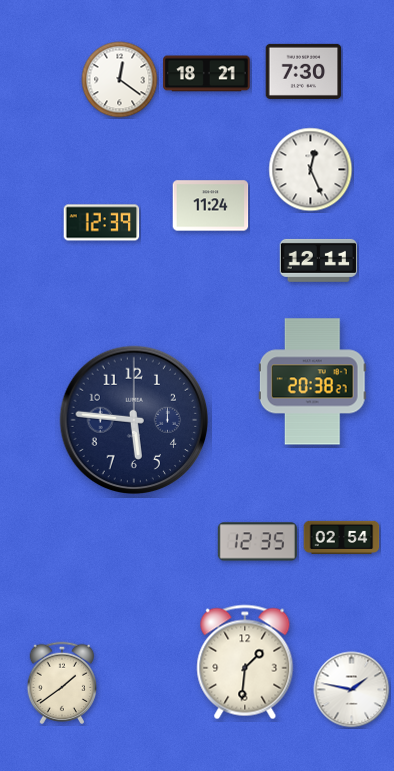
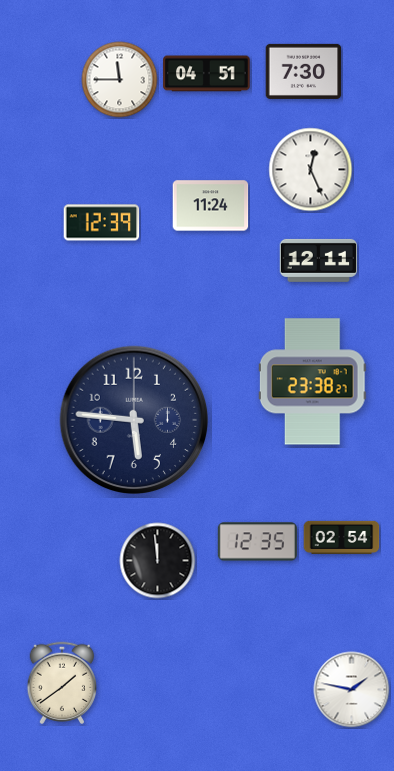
clock at (207, 74): 18:21 -> 04:51
clock at (120, 80): 12:21 -> 11:45
clock at (312, 382): 20:38 -> 23:38
clock at (158, 561): none -> 11:59
clock at (245, 662): 1:31 -> none
